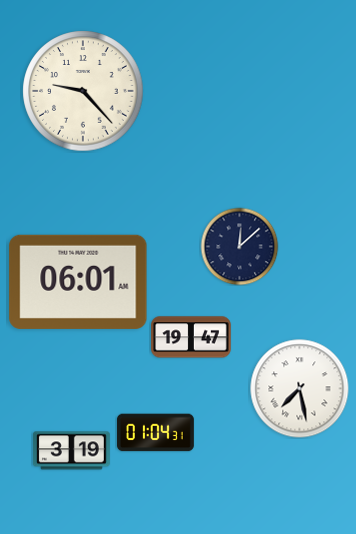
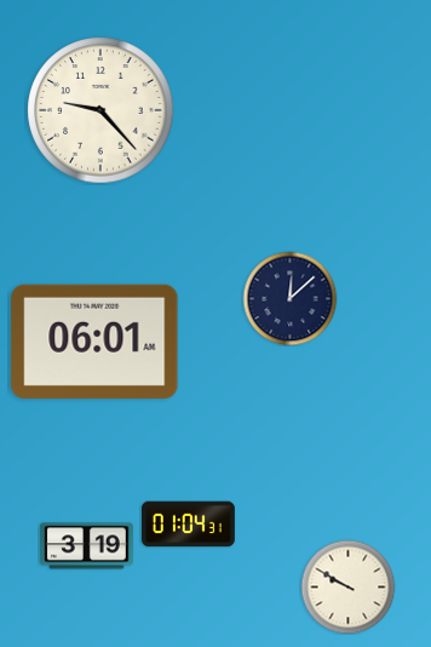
clock at (191, 337): 19:47 -> none
clock at (300, 389): 7:28 -> none
clock at (347, 586): none -> 9:50
